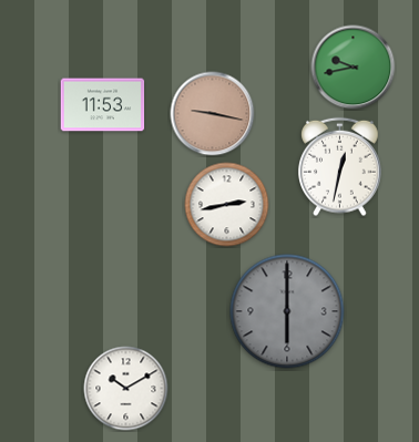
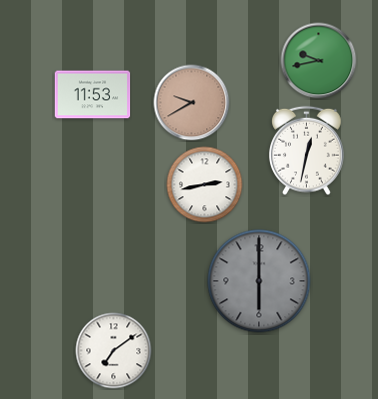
clock at (213, 114): 9:17 -> 9:40
clock at (126, 389): 10:10 -> 7:09
